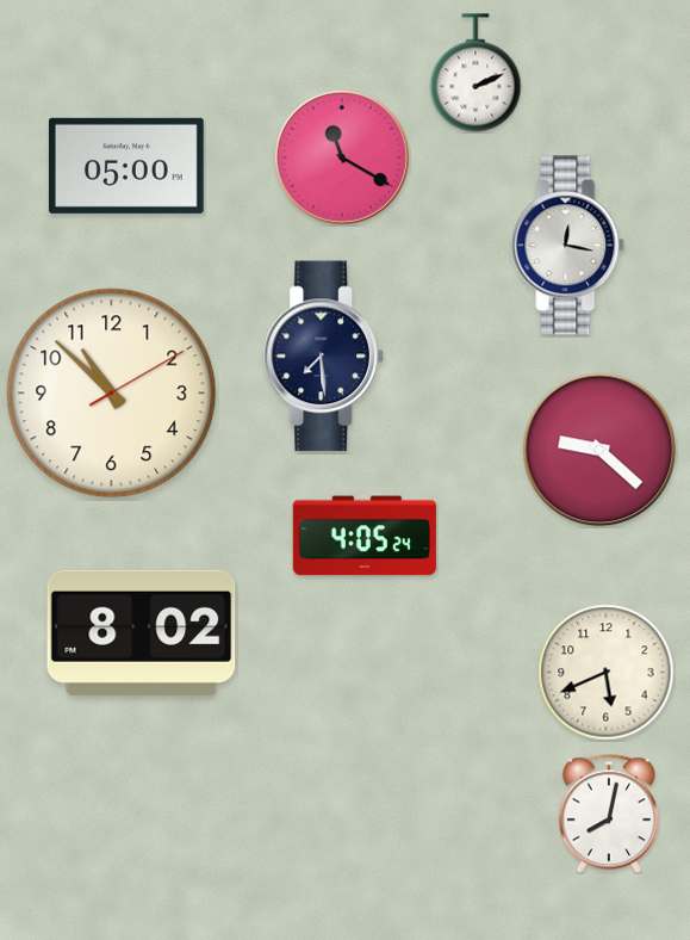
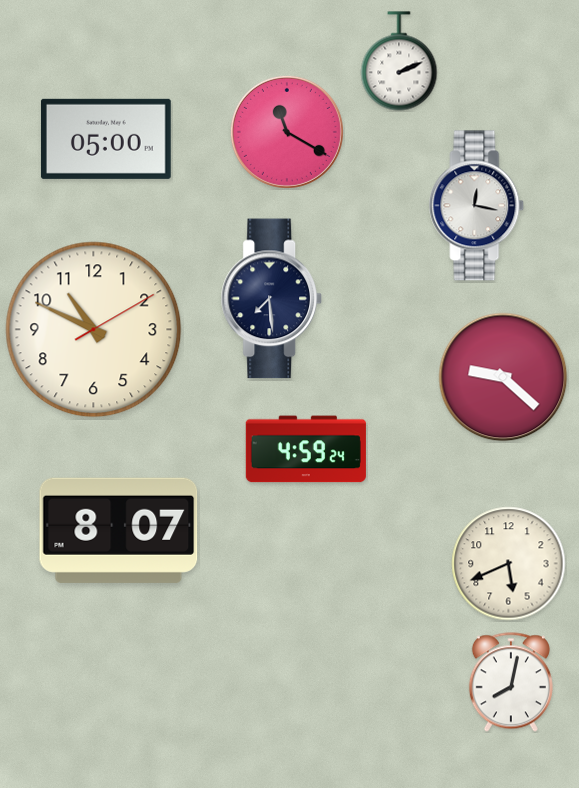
clock at (112, 394): 10:52 -> 10:49
clock at (365, 536): 4:05 -> 4:59
clock at (142, 632): 8:02 -> 8:07
